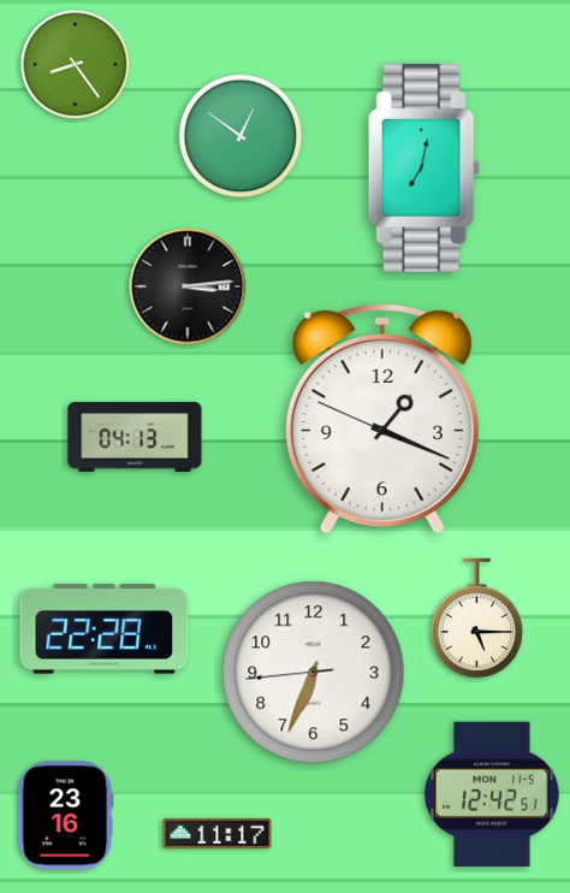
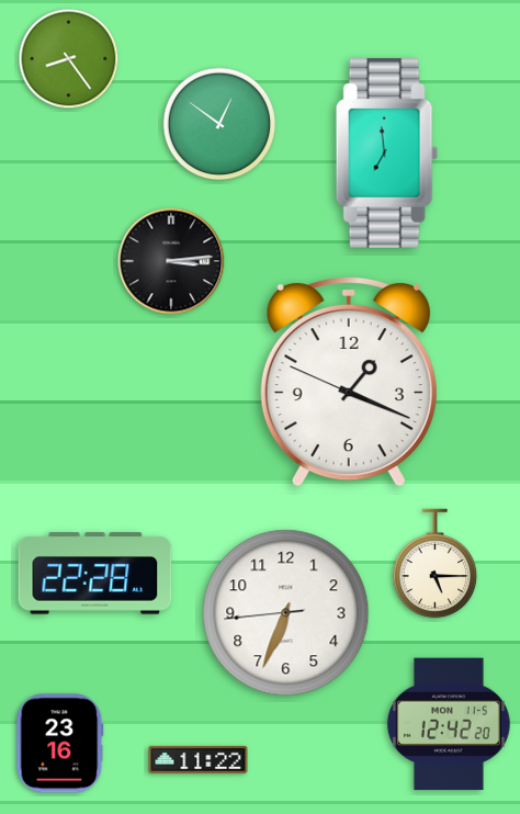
clock at (423, 167): 7:02 -> 6:59
clock at (135, 437): 04:13 -> none
clock at (492, 794): 12:42:51 -> 12:42:20
clock at (218, 833): 11:17 -> 11:22
